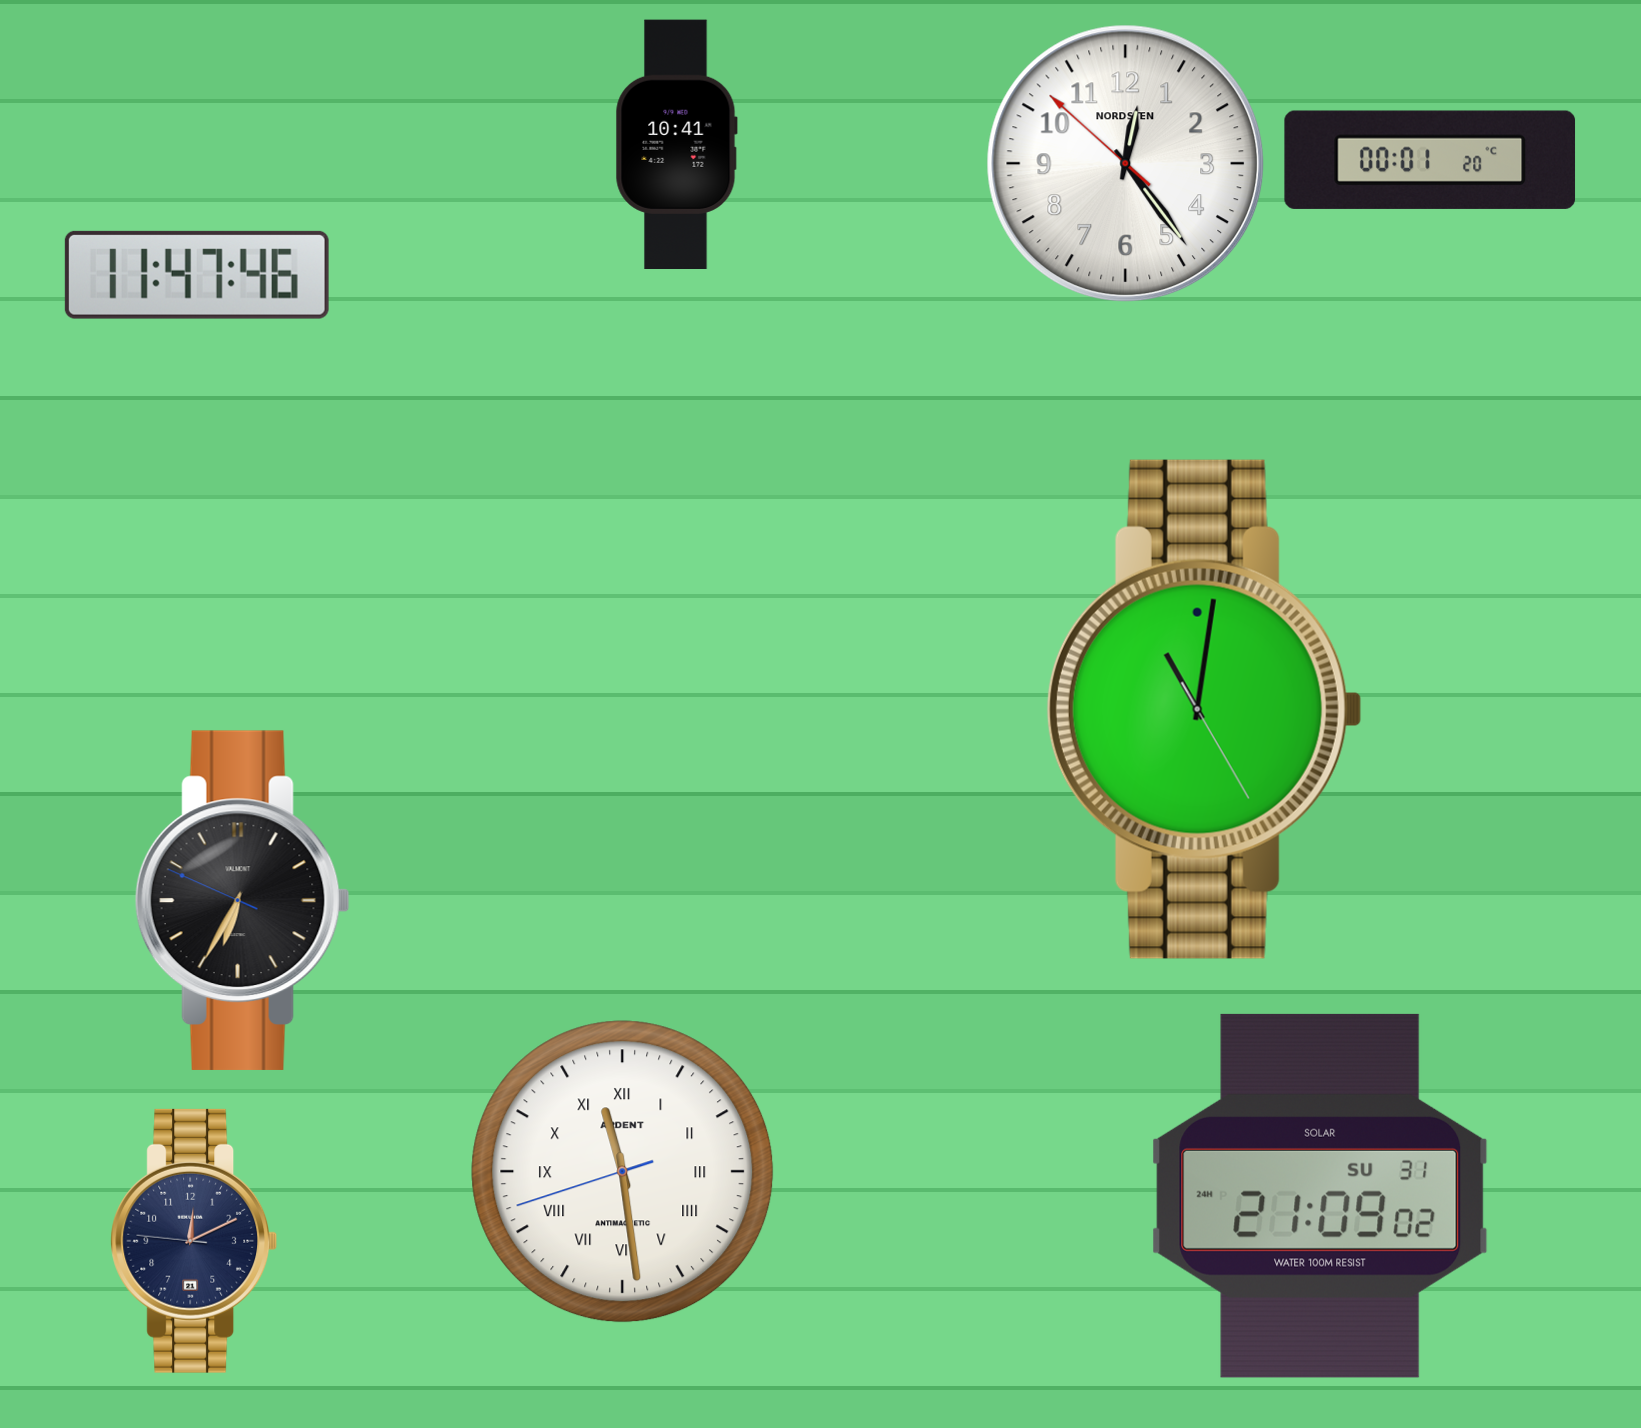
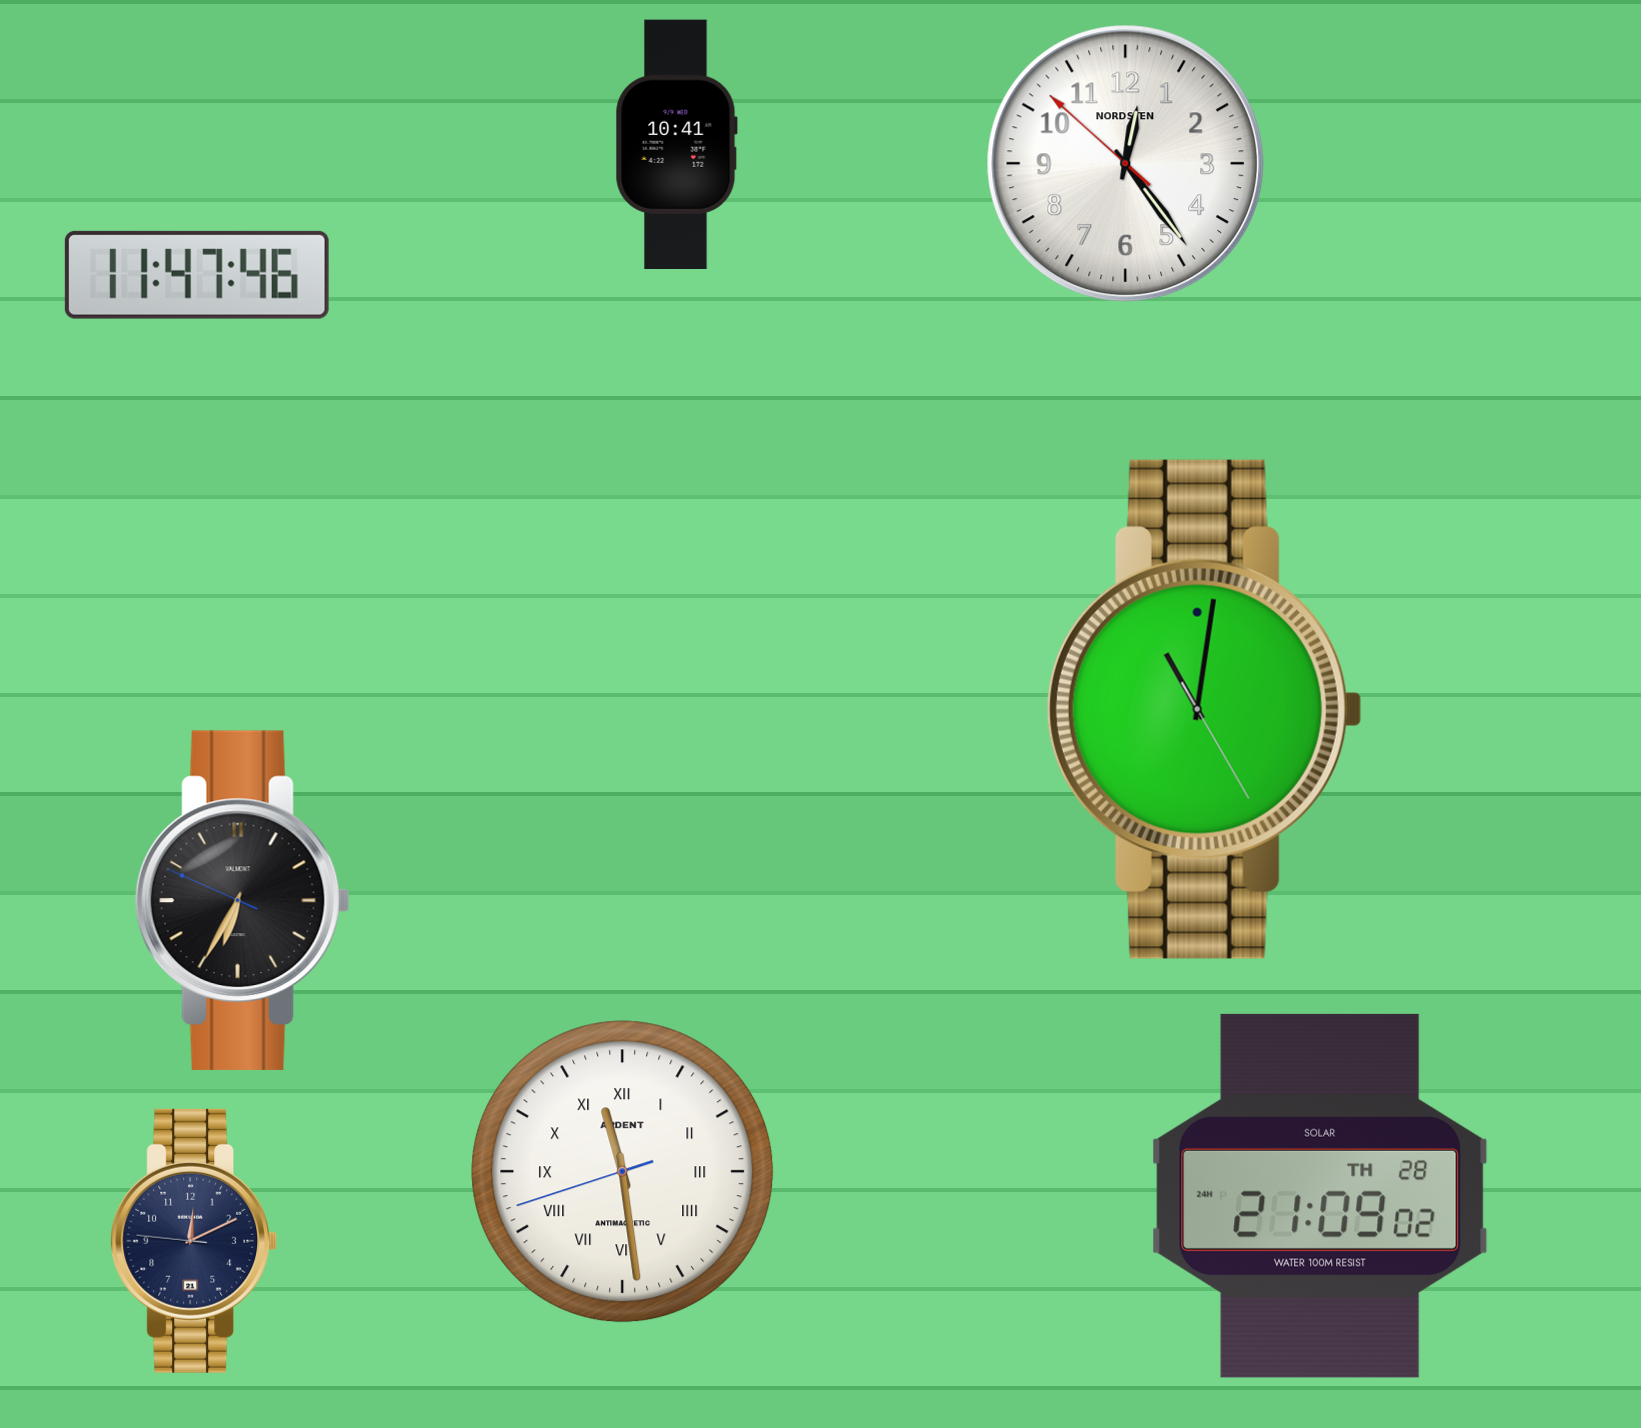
clock at (1430, 160): 00:01 -> none
clock at (1320, 1196) date: SU 31 -> TH 28
